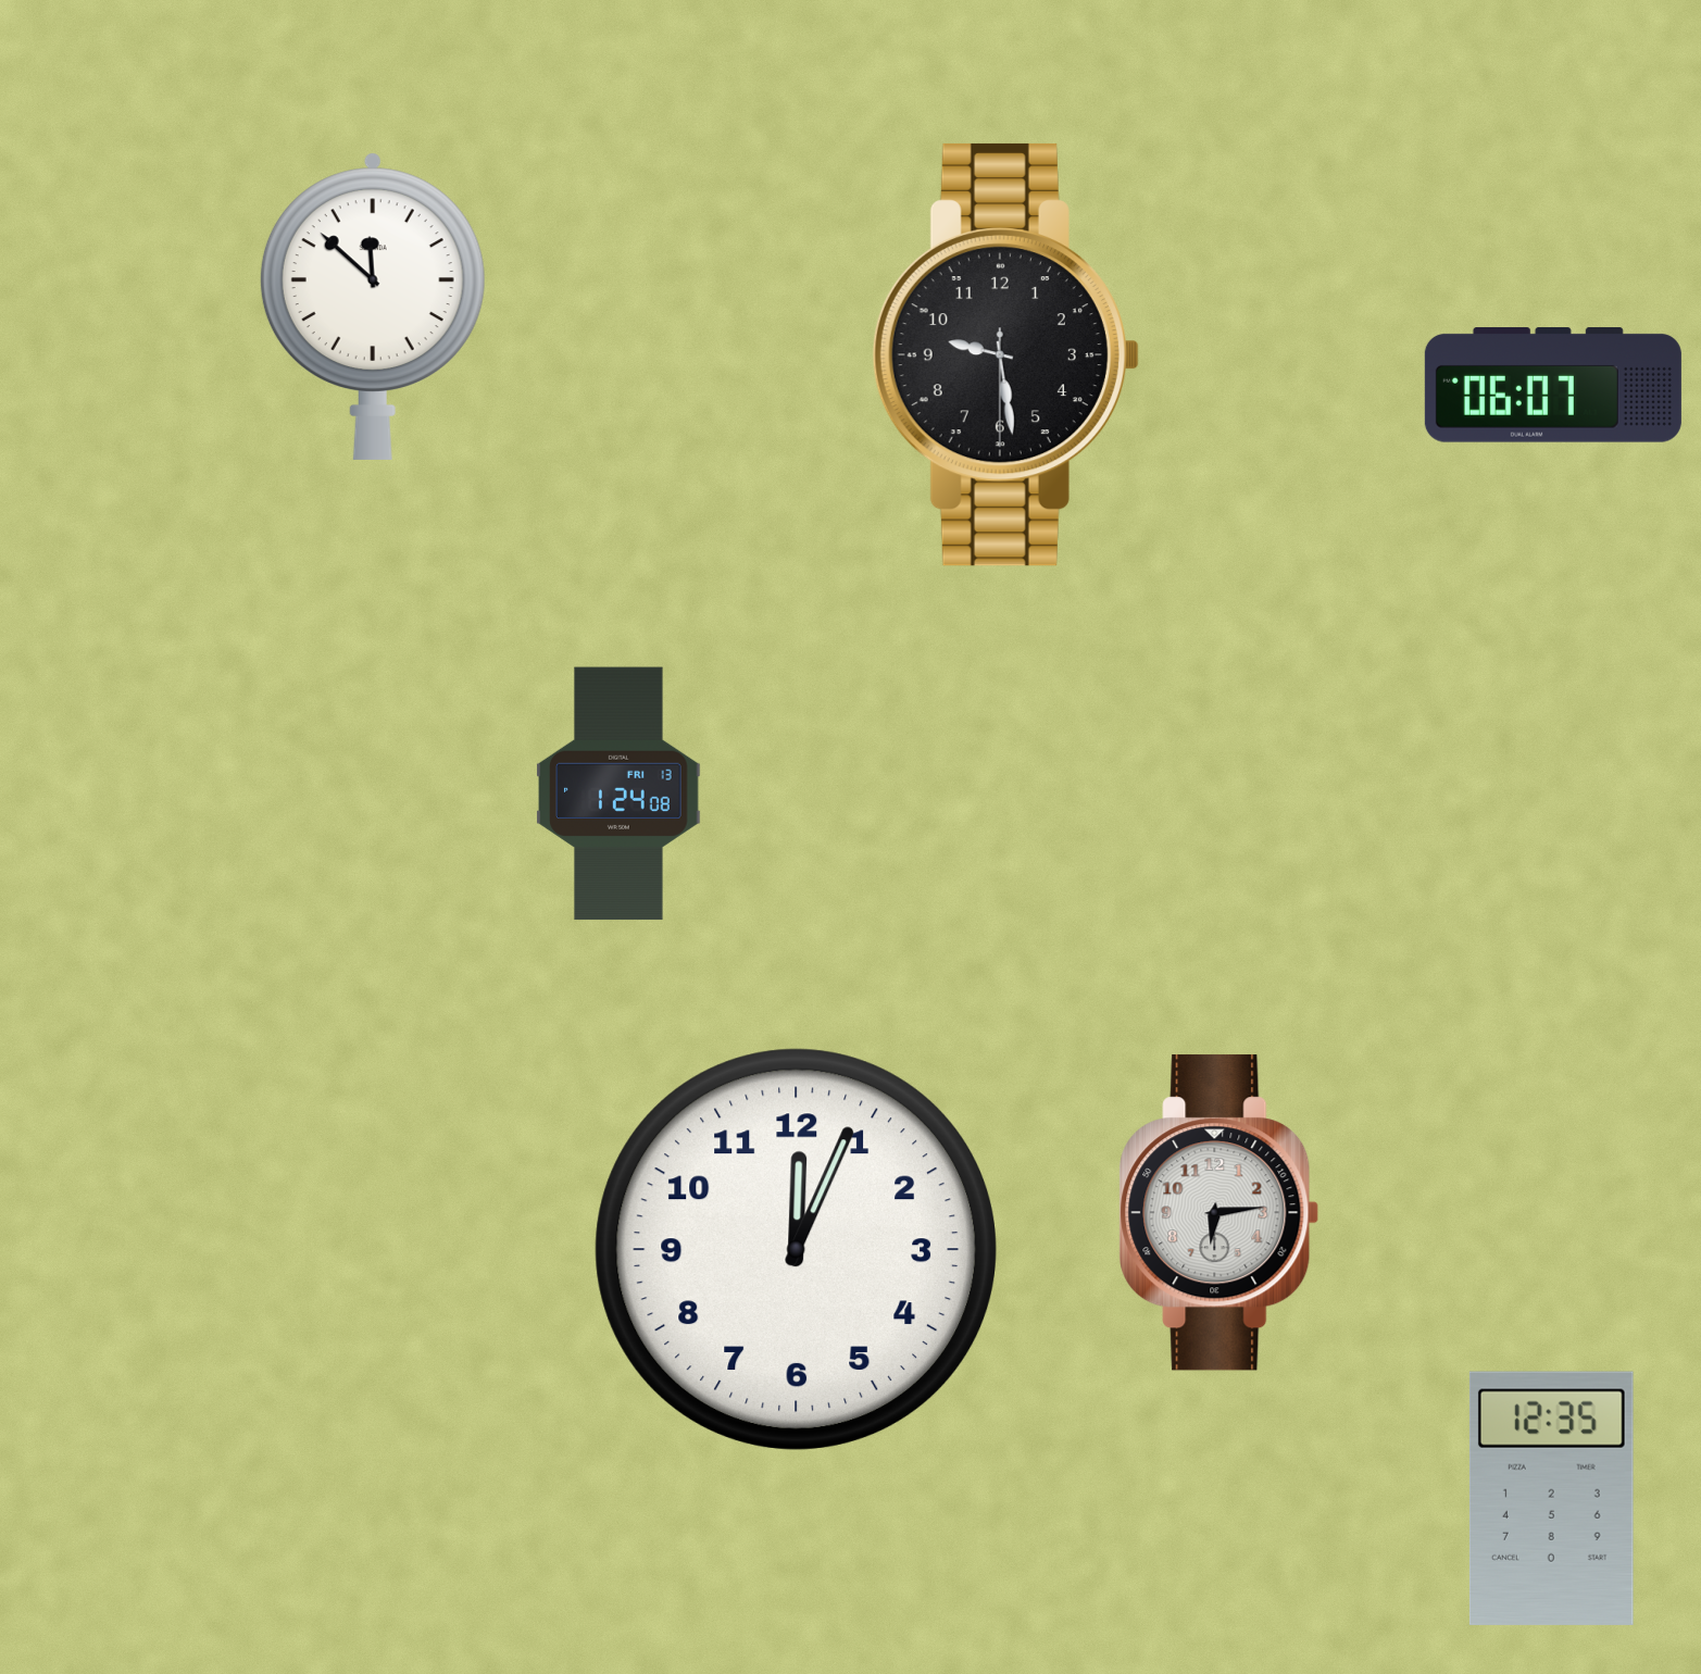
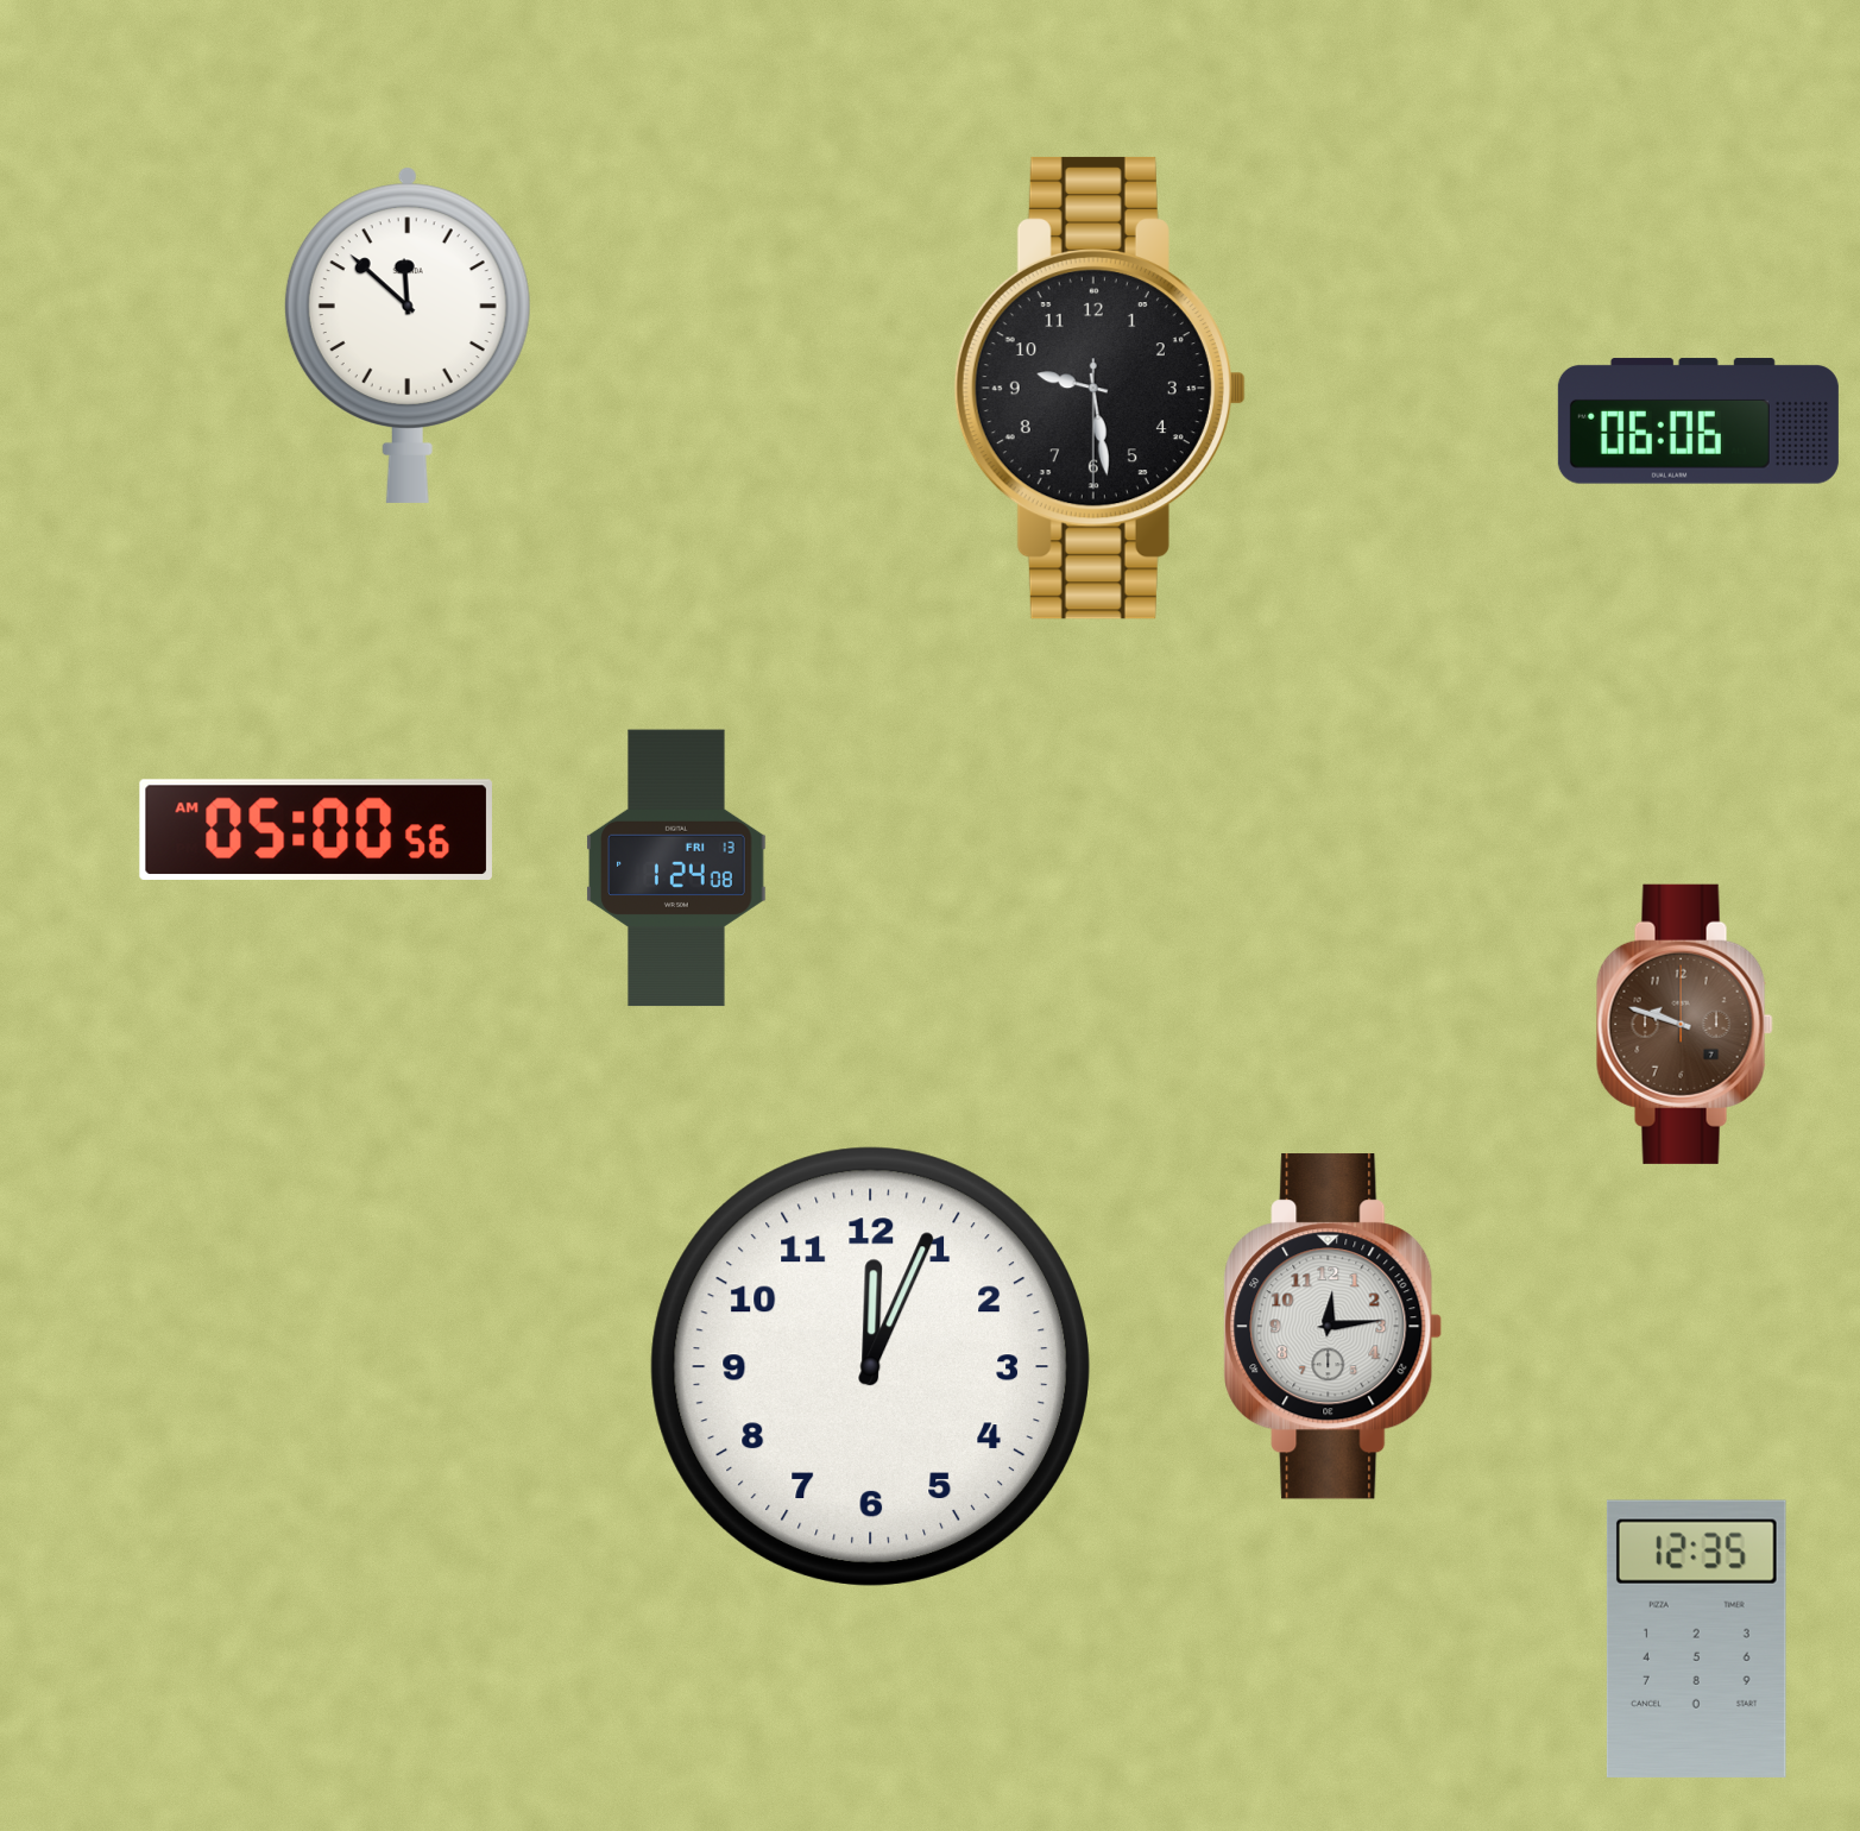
clock at (1553, 385): 06:07 -> 06:06
clock at (316, 830): none -> 05:00
clock at (1684, 1024): none -> 9:48
clock at (1220, 1213): 6:14 -> 12:14
